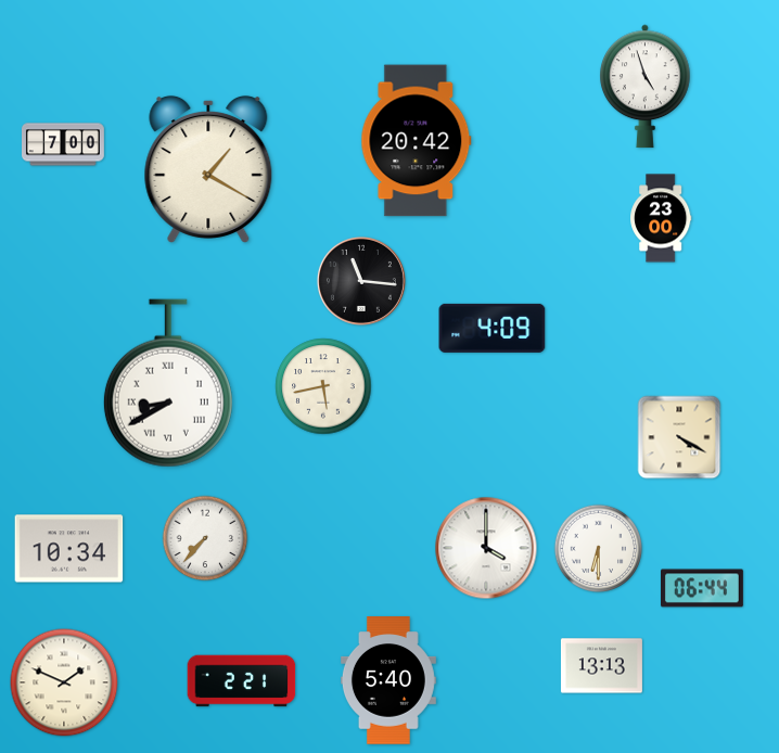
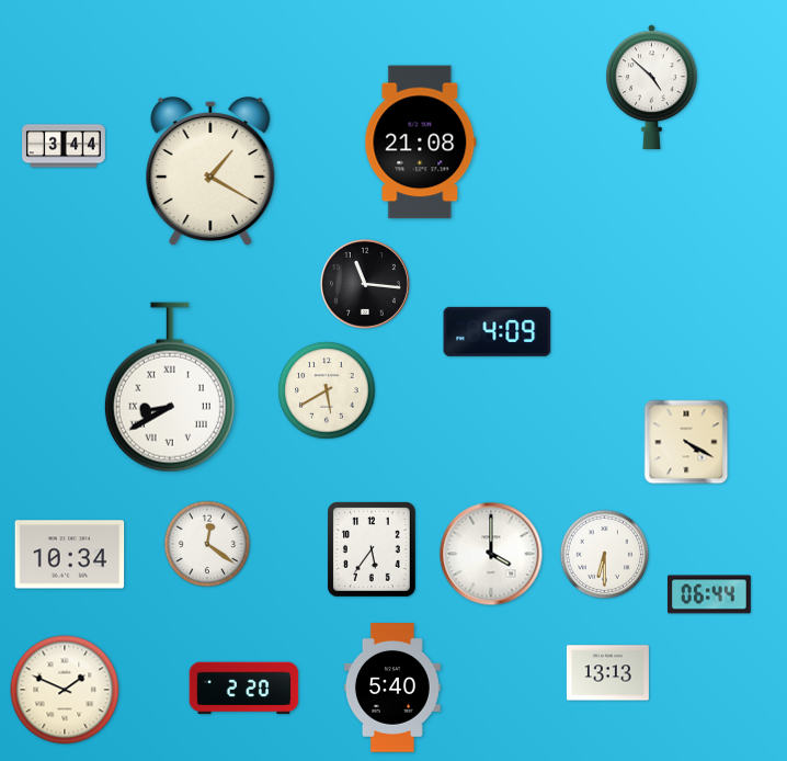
clock at (646, 87): 4:57 -> 4:52
clock at (417, 141): 20:42 -> 21:08
clock at (64, 144): 7:00 -> 3:44
clock at (662, 218): 23:00 -> none
clock at (323, 386): 5:43 -> 5:40
clock at (205, 538): 7:37 -> 12:21
clock at (373, 550): none -> 5:36
clock at (242, 681): 2:21 -> 2:20
